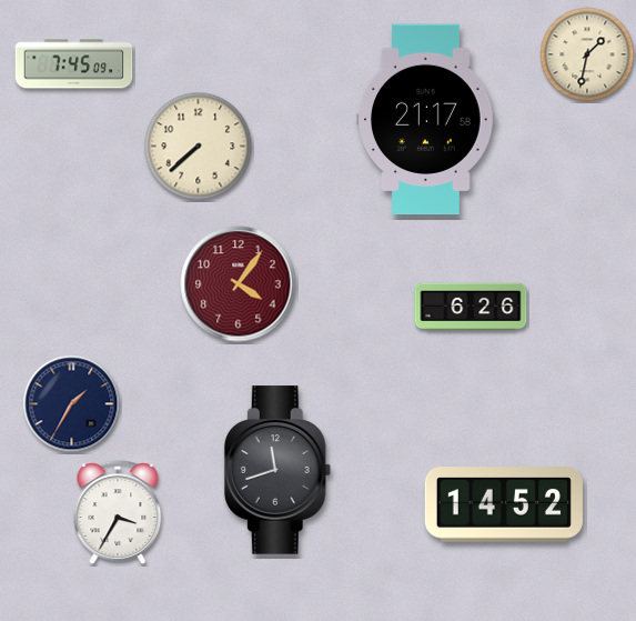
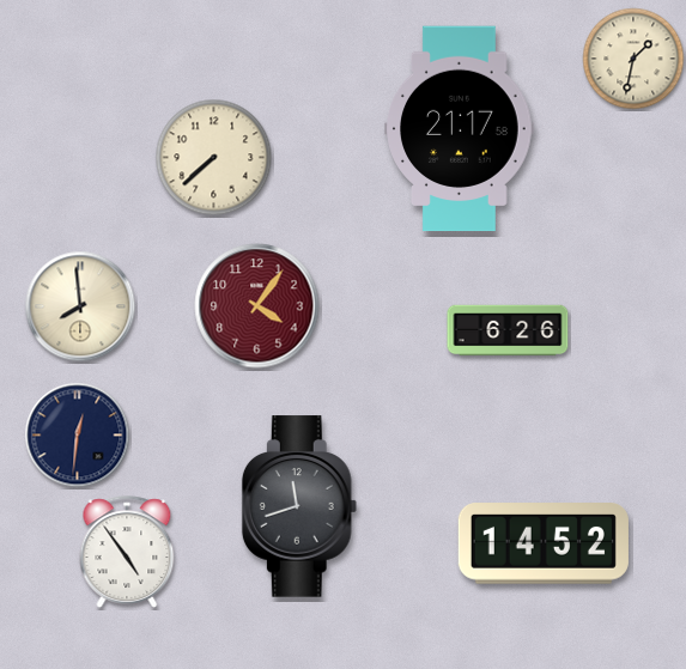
clock at (74, 64): 7:45 -> none
clock at (80, 306): none -> 7:59
clock at (72, 404): 1:35 -> 12:31
clock at (118, 512): 3:35 -> 4:54
